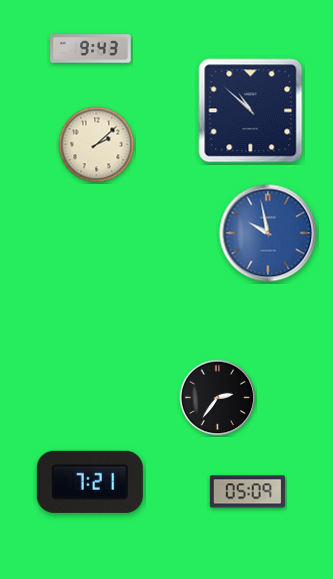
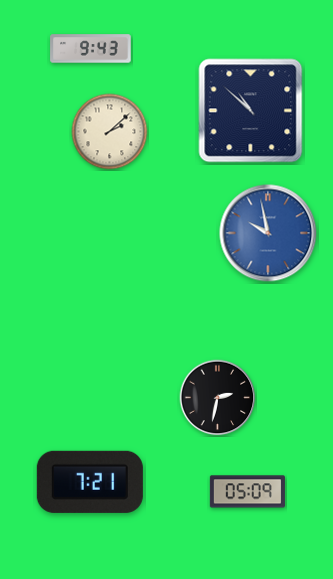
clock at (97, 145) position: (97, 145) -> (110, 132)
clock at (218, 398): 2:36 -> 2:32
